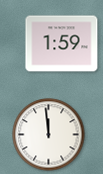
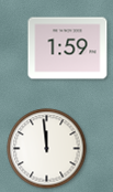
clock at (49, 135) position: (49, 135) -> (47, 149)
